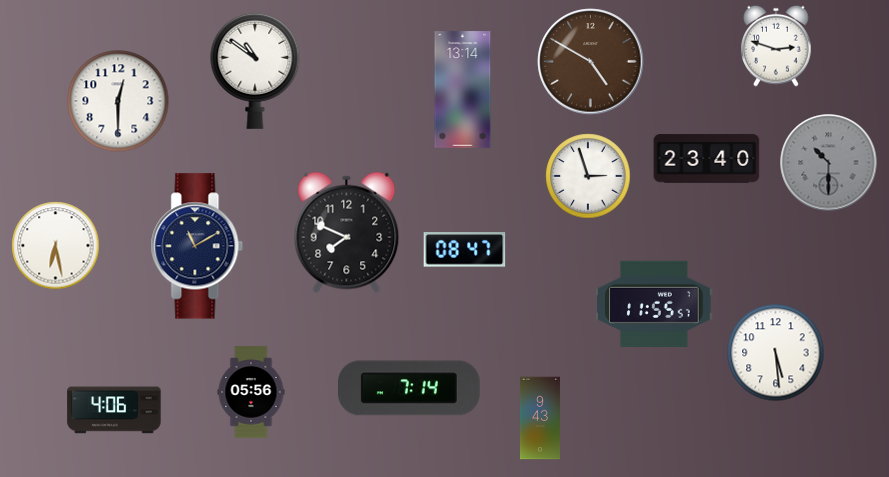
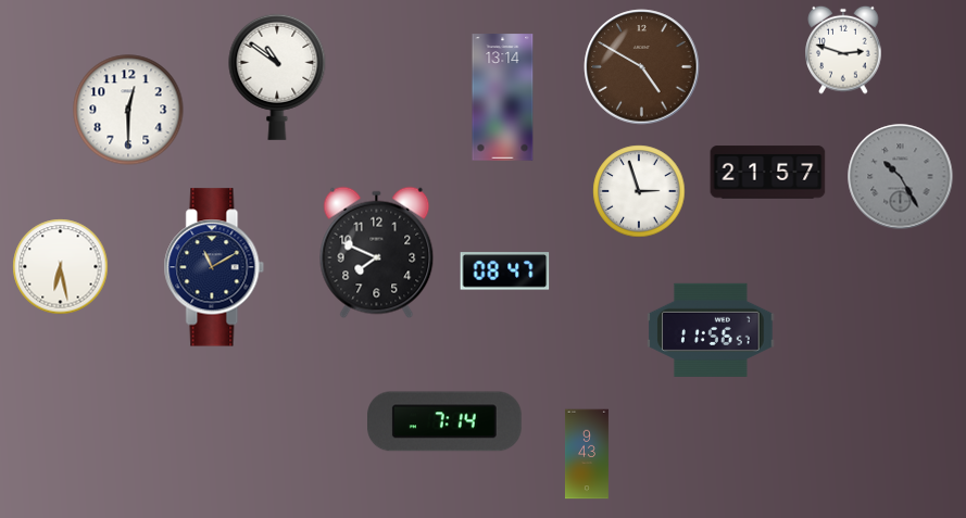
clock at (707, 159): 23:40 -> 21:57
clock at (829, 163): 10:30 -> 10:25
clock at (654, 304): 11:55 -> 11:56
clock at (776, 353): 5:29 -> none
clock at (251, 392): 05:56 -> none
clock at (114, 410): 4:06 -> none
